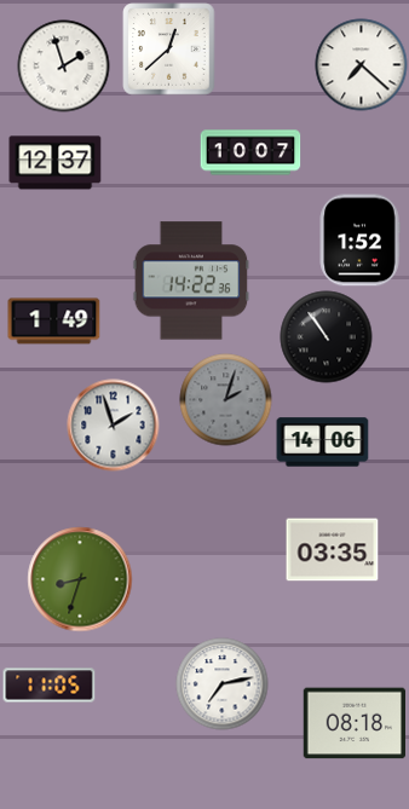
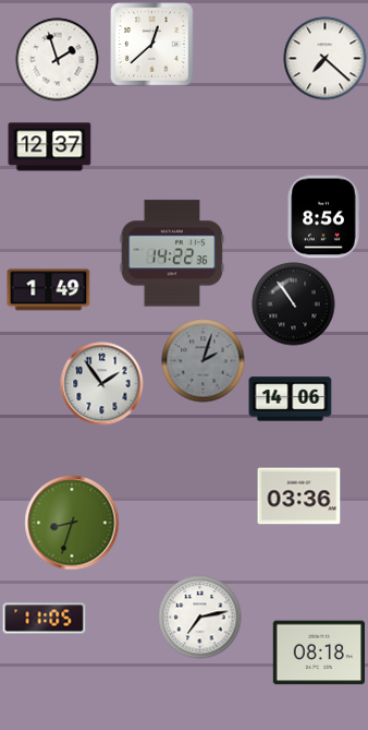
clock at (250, 152): 10:07 -> none
clock at (359, 241): 1:52 -> 8:56
clock at (114, 426): 1:57 -> 1:54
clock at (333, 550): 03:35 -> 03:36
